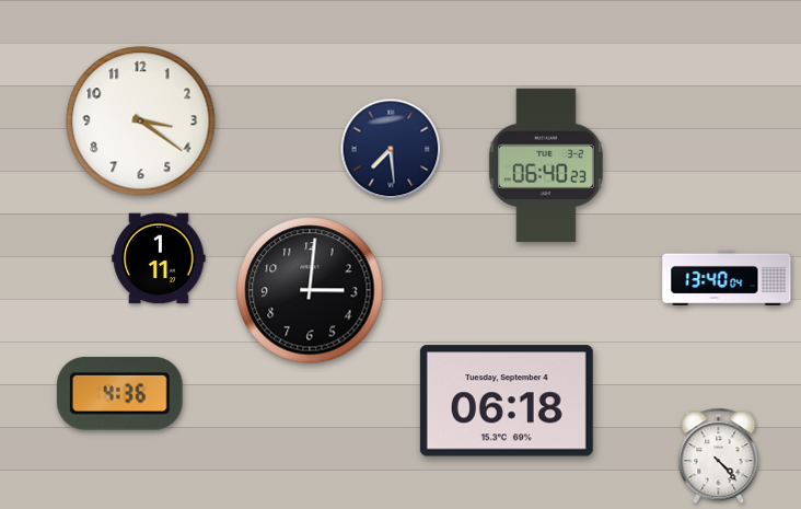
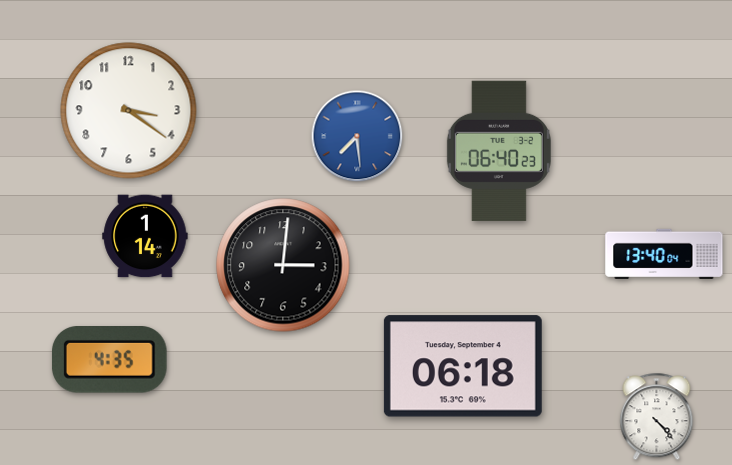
clock at (391, 149) dial: navy -> blue
clock at (159, 258): 1:11 -> 1:14
clock at (119, 394): 4:36 -> 4:35
